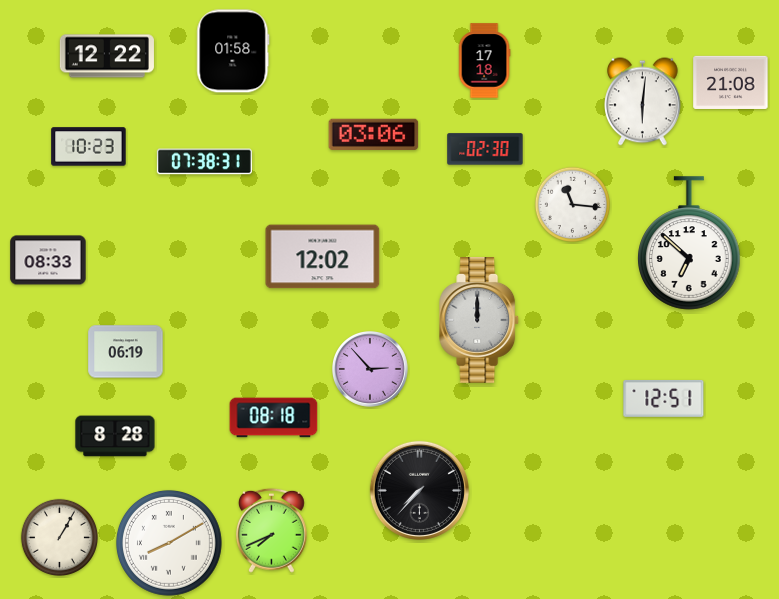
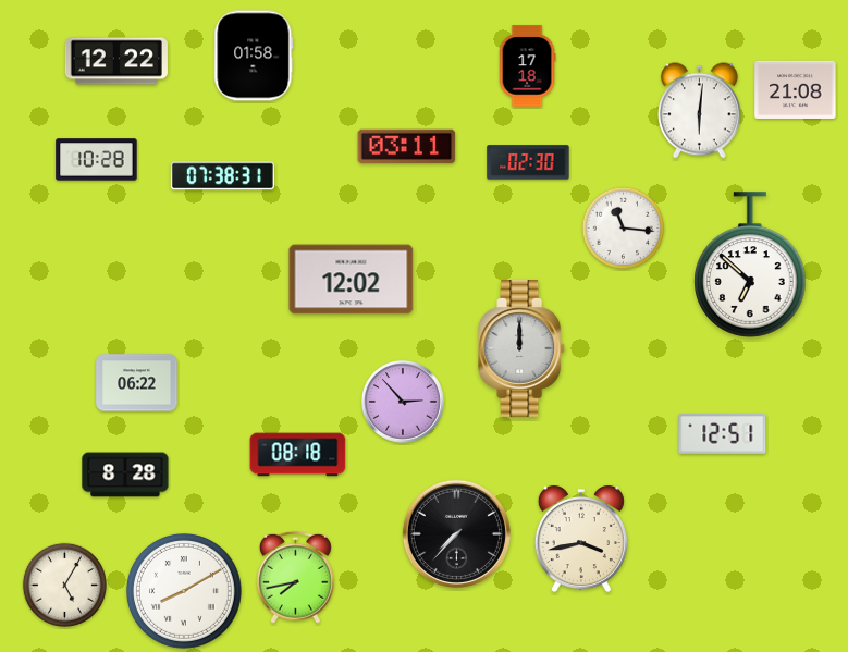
clock at (374, 134): 03:06 -> 03:11
clock at (89, 147): 10:23 -> 10:28
clock at (572, 204) position: (572, 204) -> (623, 227)
clock at (48, 260): 08:33 -> none
clock at (126, 352): 06:19 -> 06:22
clock at (581, 539): none -> 3:43
clock at (271, 530): 7:41 -> 7:43
clock at (59, 537): 1:05 -> 5:05
